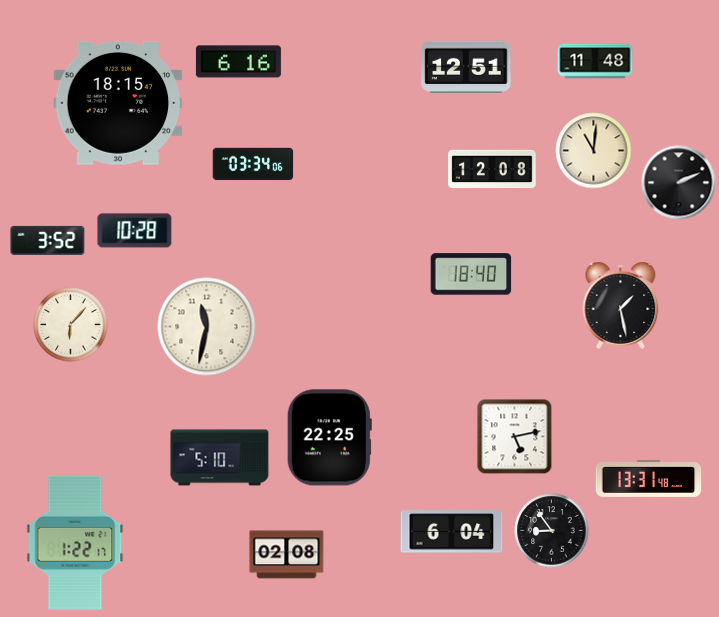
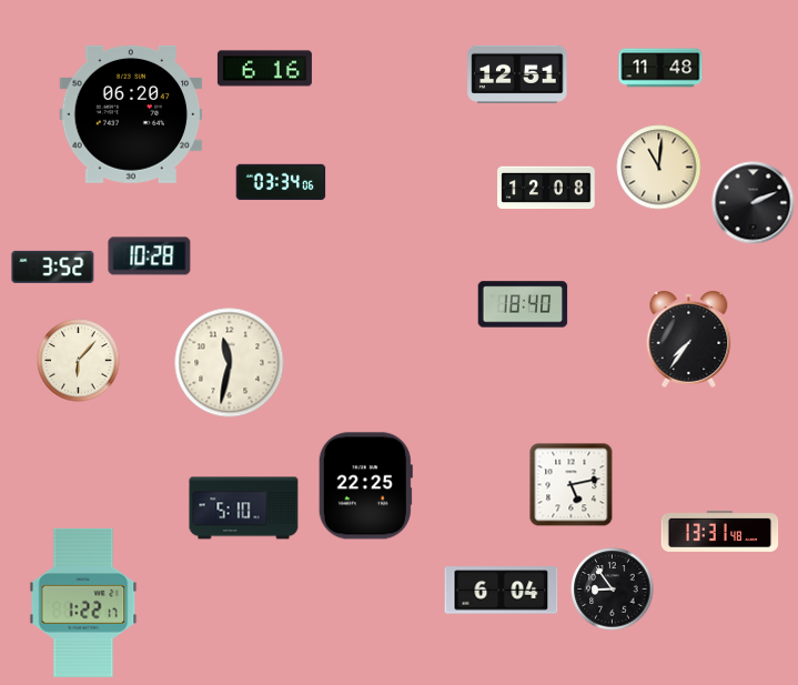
clock at (118, 103): 18:15 -> 06:20
clock at (621, 305): 1:28 -> 7:36
clock at (287, 555): 02:08 -> none
